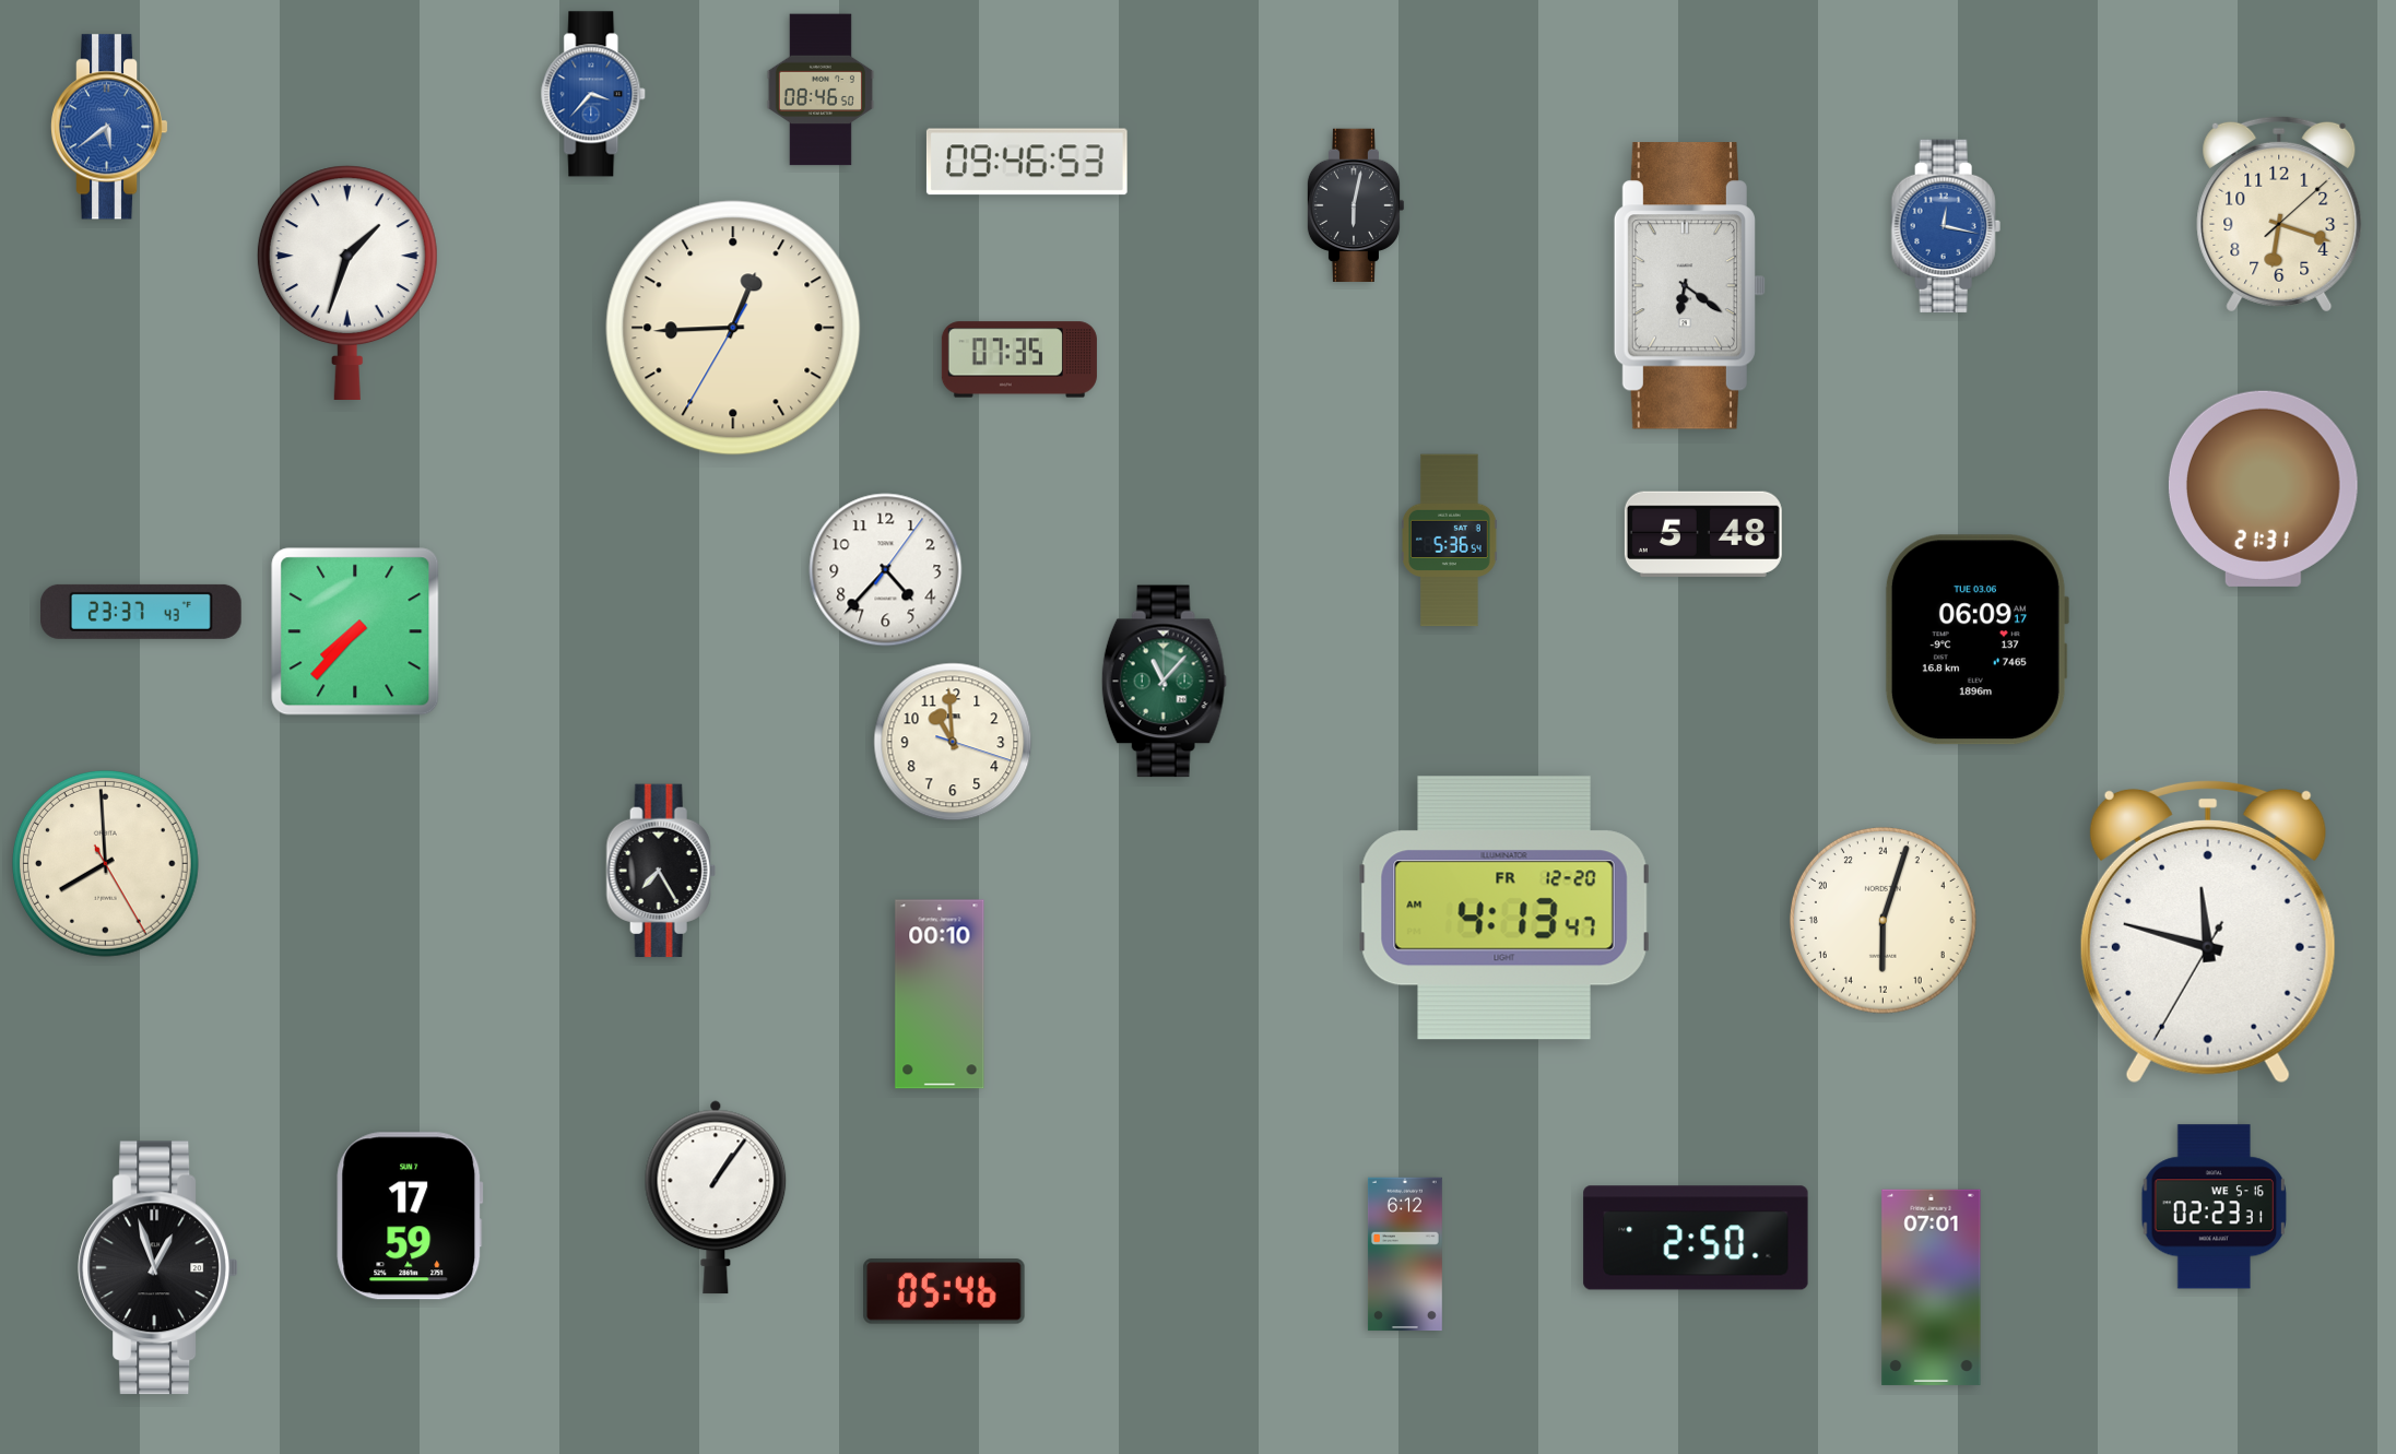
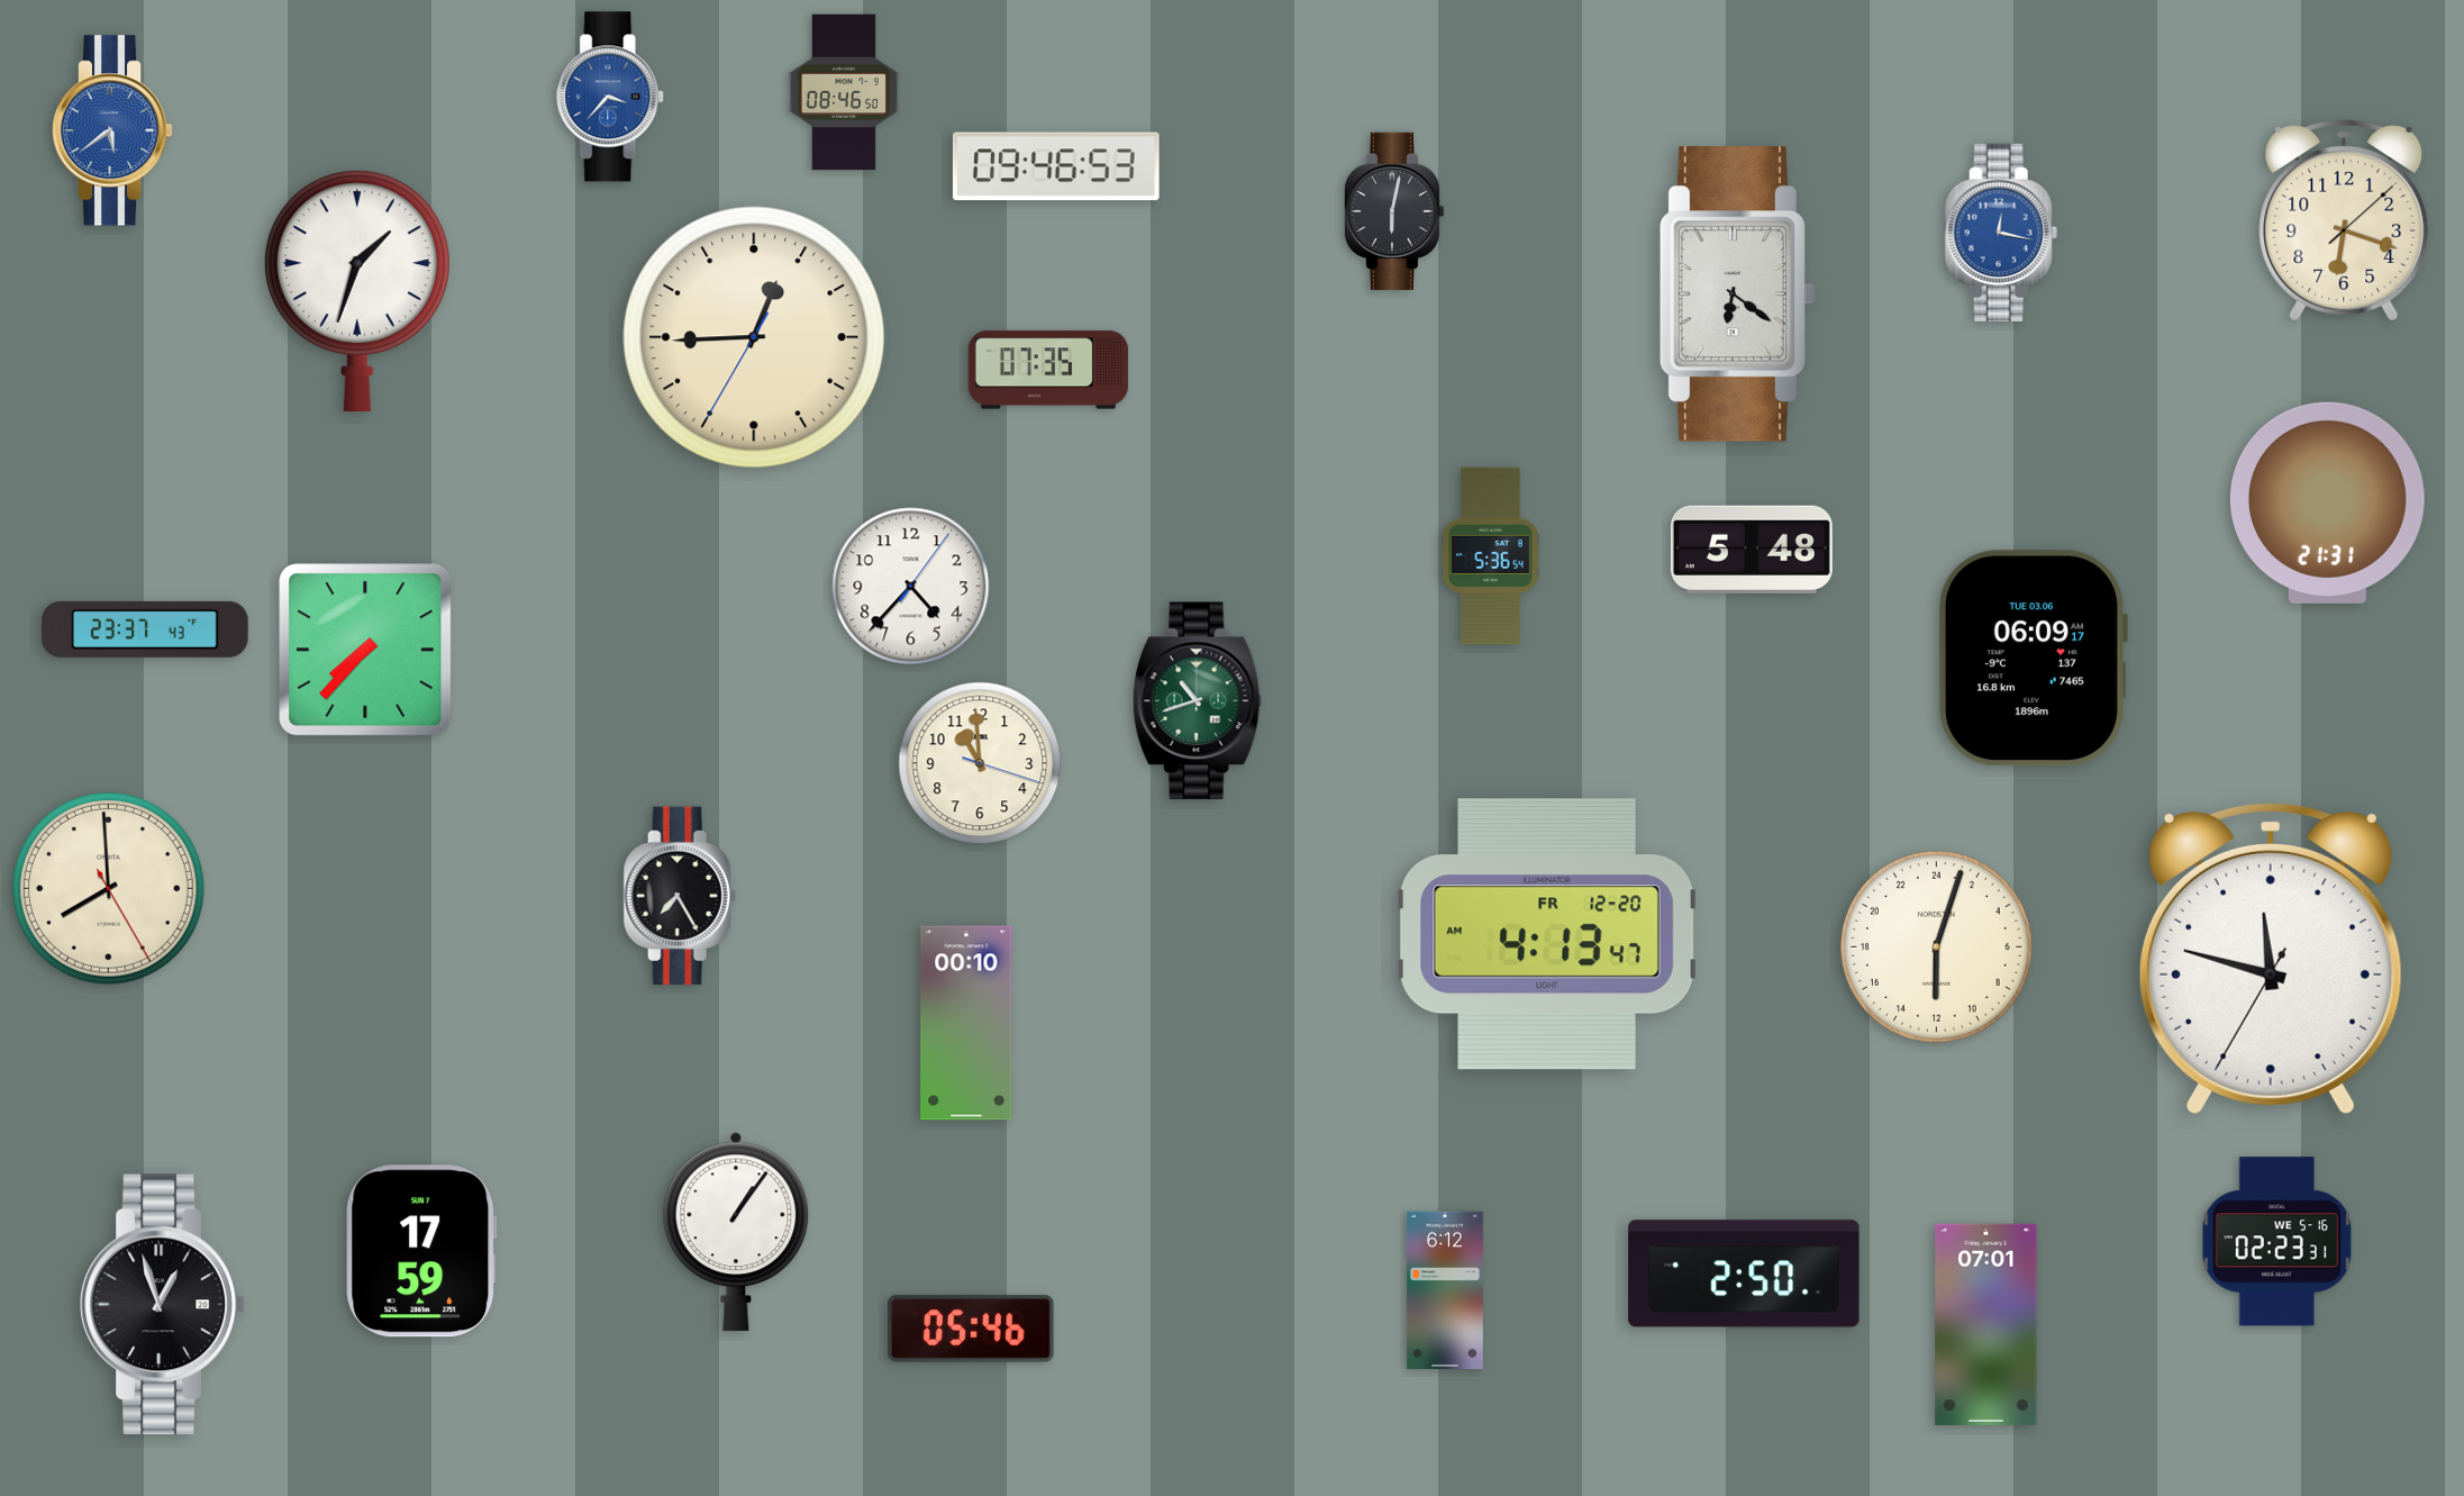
clock at (1164, 682): 11:07 -> 10:42
